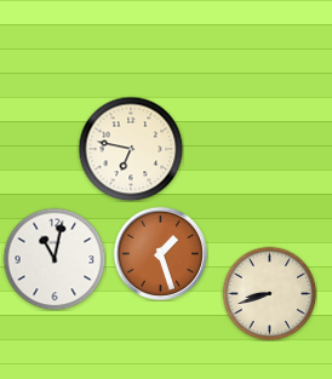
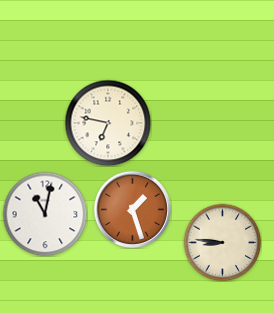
clock at (269, 293): 8:42 -> 8:46
